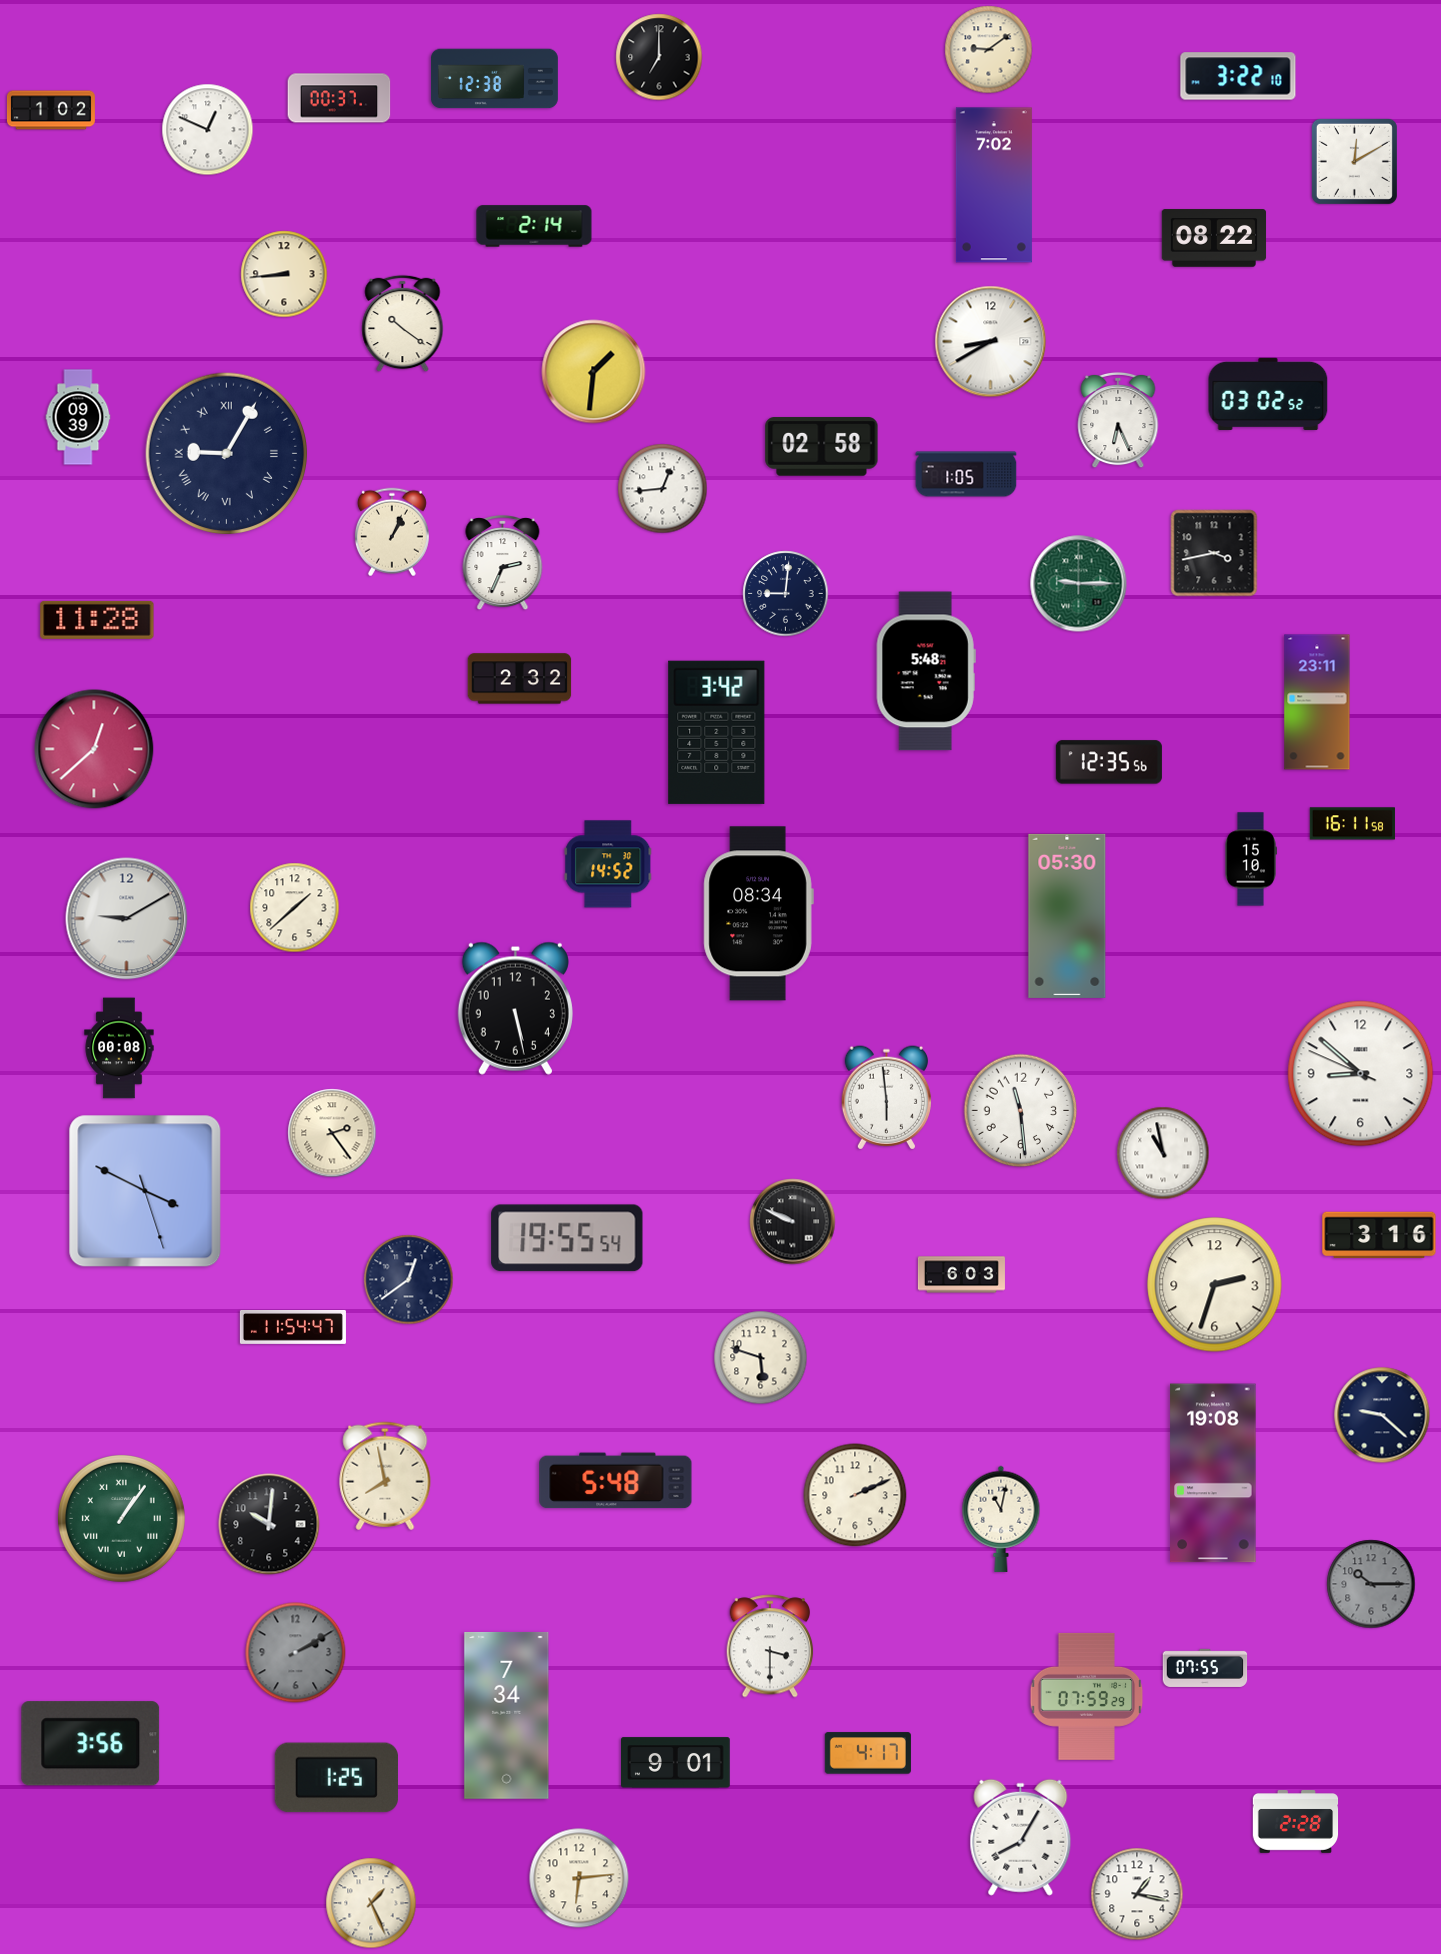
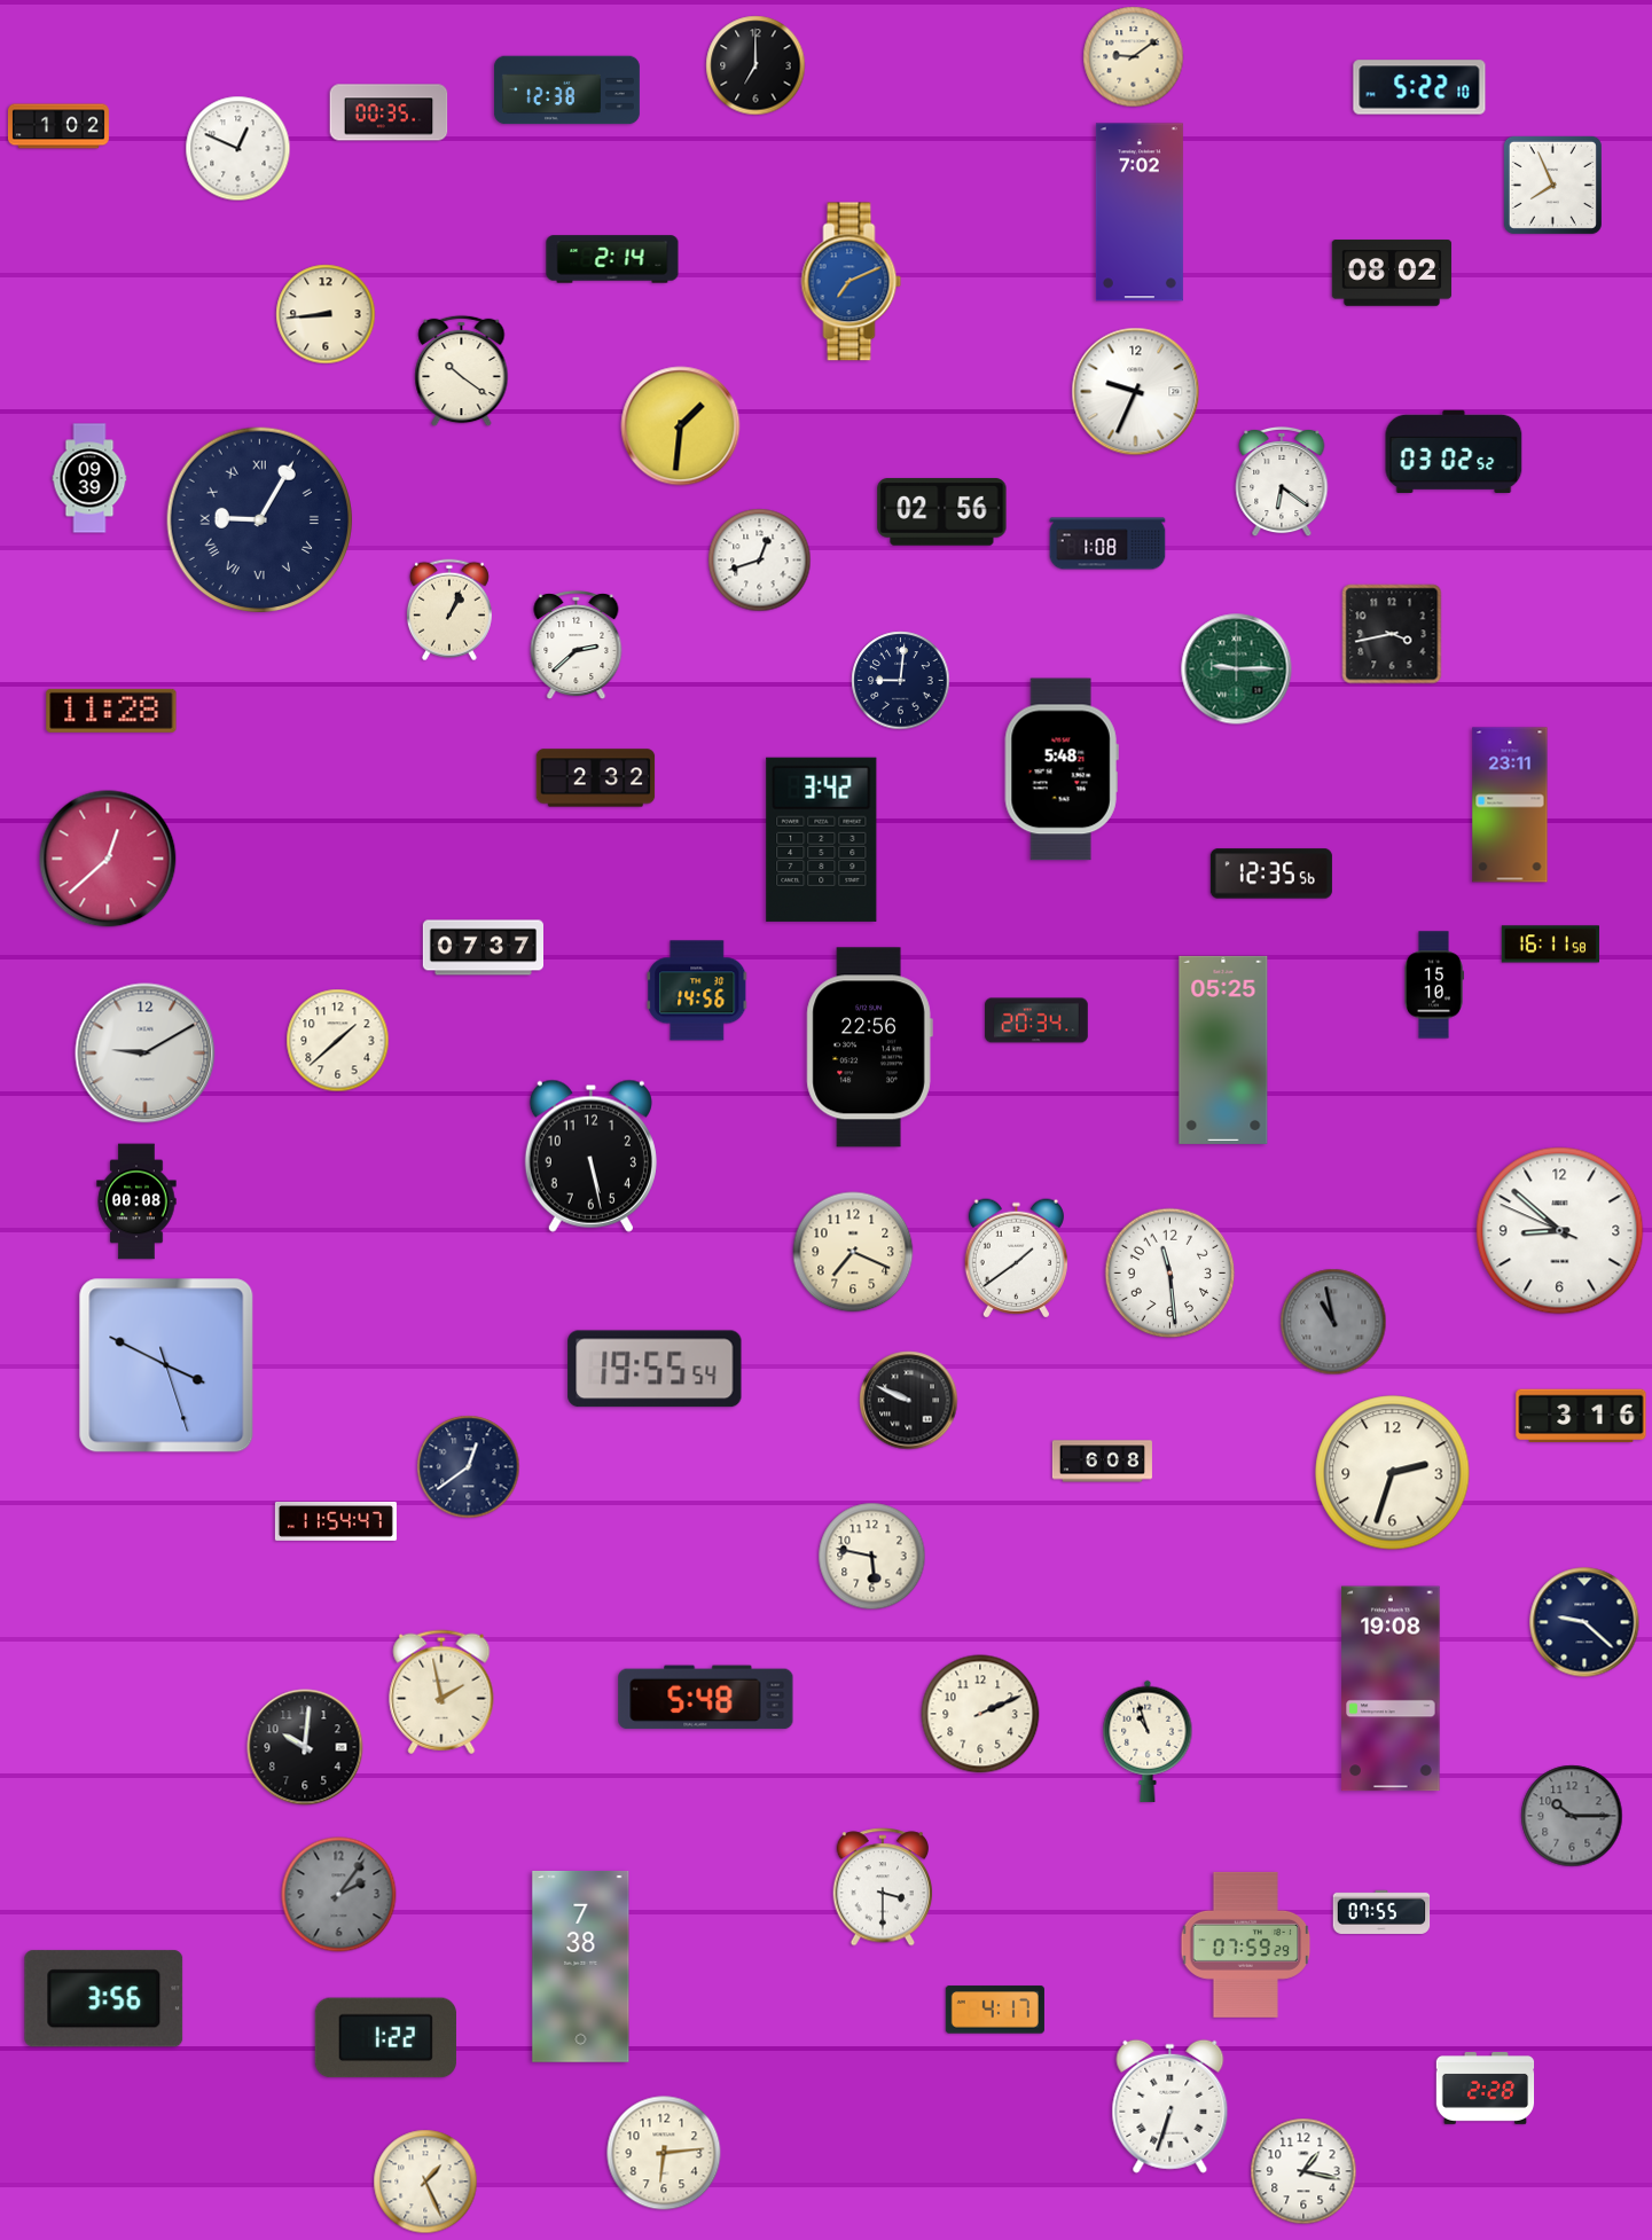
clock at (1238, 76): 3:22 -> 5:22
clock at (339, 98): 00:37 -> 00:35
clock at (1354, 161): 12:10 -> 7:56
clock at (1214, 238): 08:22 -> 08:02
clock at (852, 282): none -> 7:11
clock at (991, 342): 8:40 -> 9:34
clock at (1118, 420): 6:26 -> 6:21
clock at (822, 447): 02:58 -> 02:56
clock at (966, 474): 1:05 -> 1:08
clock at (663, 489): 12:44 -> 12:42
clock at (503, 564): 2:34 -> 2:38
clock at (483, 948): none -> 07:37
clock at (608, 864): 14:52 -> 14:56
clock at (1036, 1020): none -> 20:34
clock at (758, 914): 08:34 -> 22:56
clock at (1067, 916): 05:30 -> 05:25
clock at (853, 1252): none -> 7:19
clock at (886, 1098): 5:59 -> 1:39
clock at (332, 1133): 2:24 -> none
clock at (1163, 1153) dial: white -> grey
clock at (567, 1238) position: (567, 1238) -> (655, 1369)
clock at (961, 1275): 6:03 -> 6:08
clock at (761, 1358): 5:48 -> 5:47
clock at (385, 1476): 7:58 -> 1:58
clock at (121, 1518): 1:06 -> none
clock at (1001, 1519): 11:02 -> 10:57
clock at (269, 1524) position: (269, 1524) -> (305, 1747)
clock at (296, 1653): 2:10 -> 2:06
clock at (507, 1715): 7:34 -> 7:38
clock at (676, 1763): 9:01 -> none
clock at (336, 1778): 1:25 -> 1:22
clock at (1021, 1837): 8:05 -> 6:33
